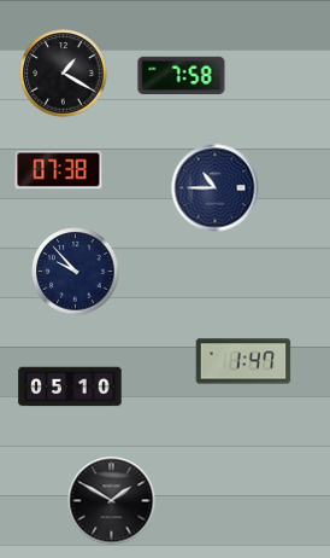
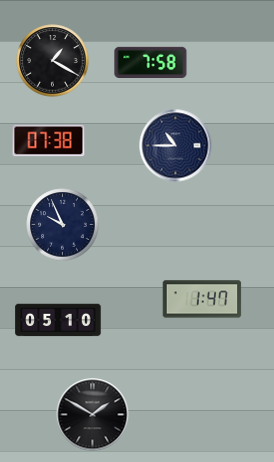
clock at (216, 188) position: (216, 188) -> (176, 146)
clock at (76, 272): 9:53 -> 9:56
